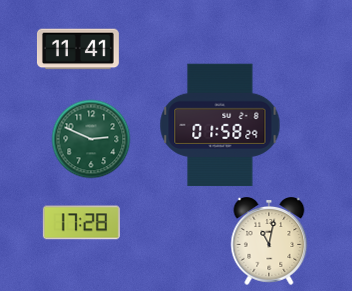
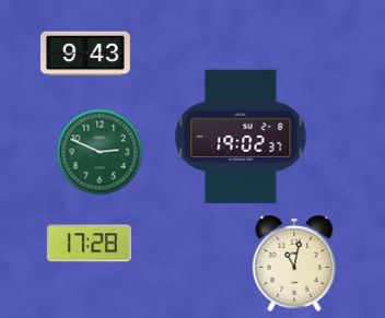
clock at (78, 49): 11:41 -> 9:43
clock at (220, 125): 01:58 -> 19:02
